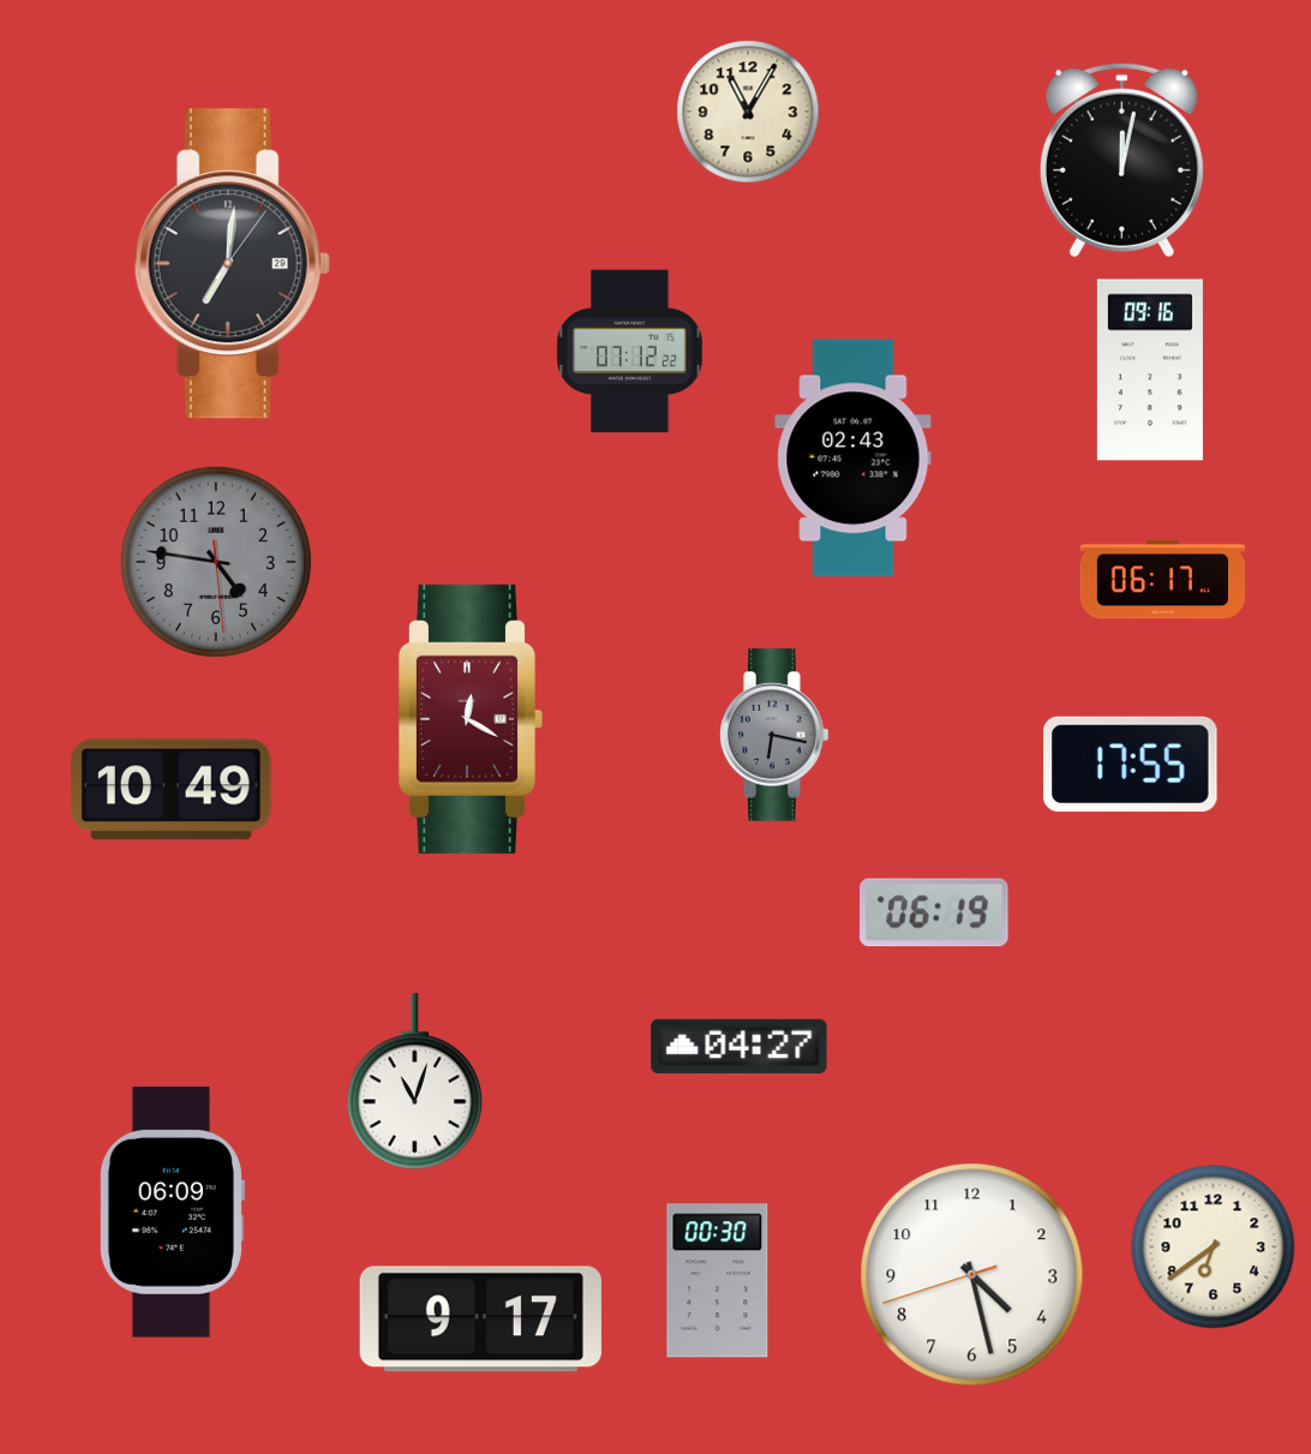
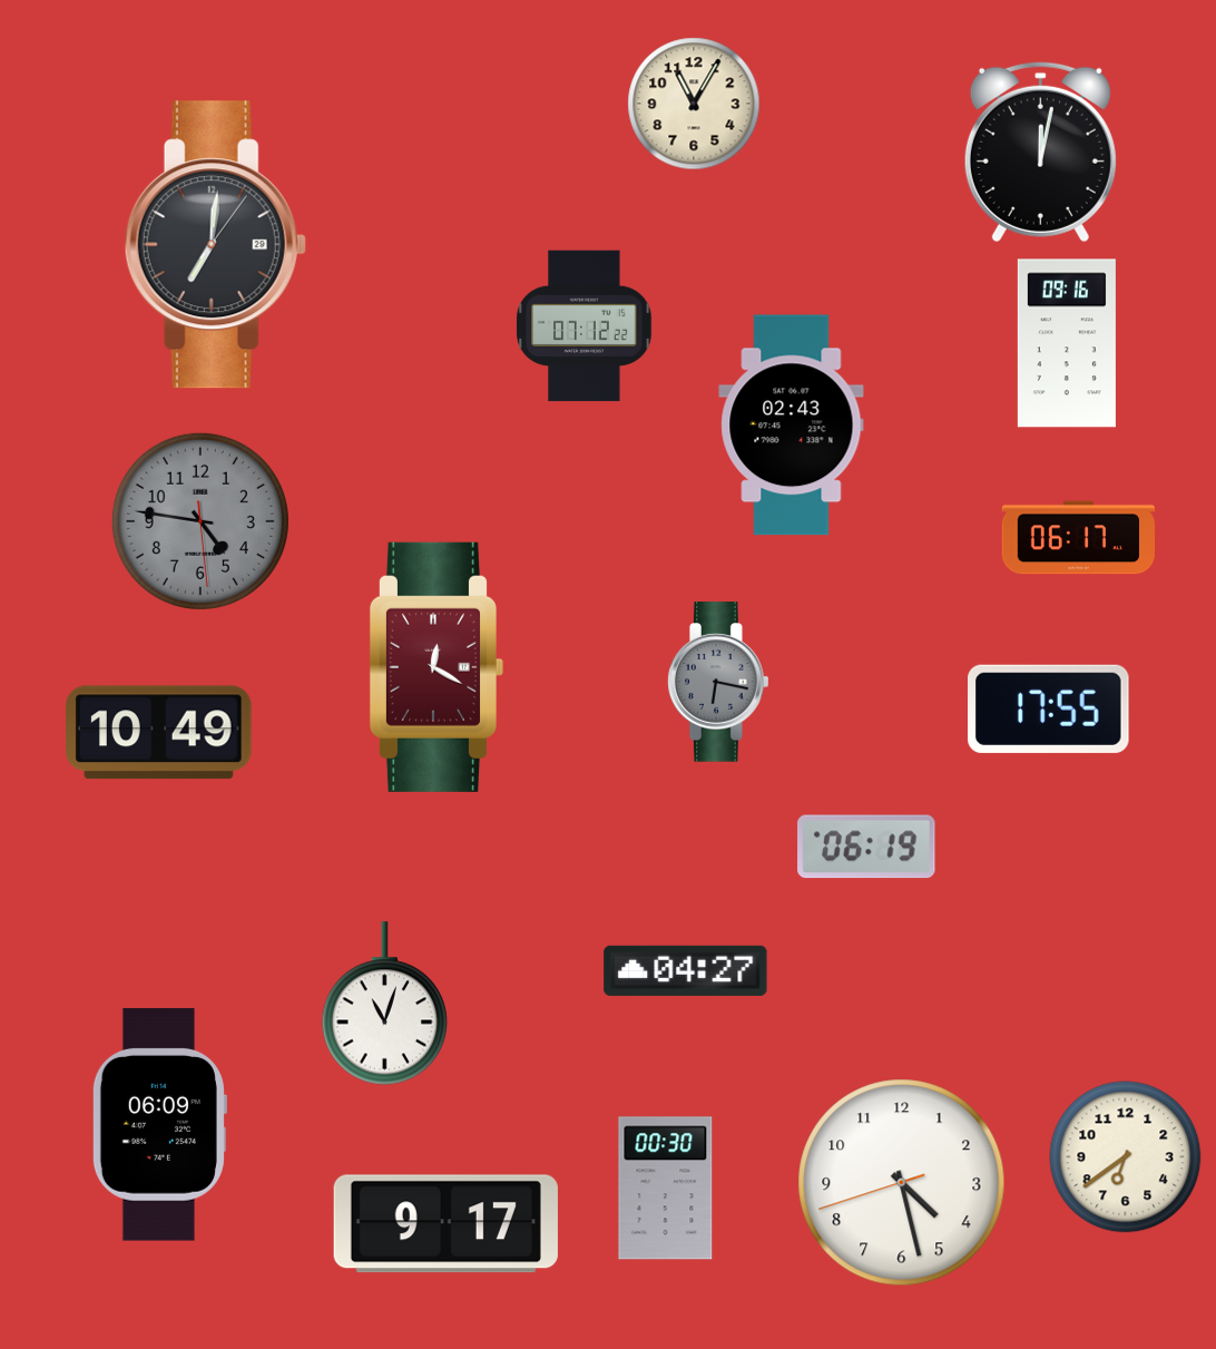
clock at (1121, 160) position: (1121, 160) -> (1040, 151)
